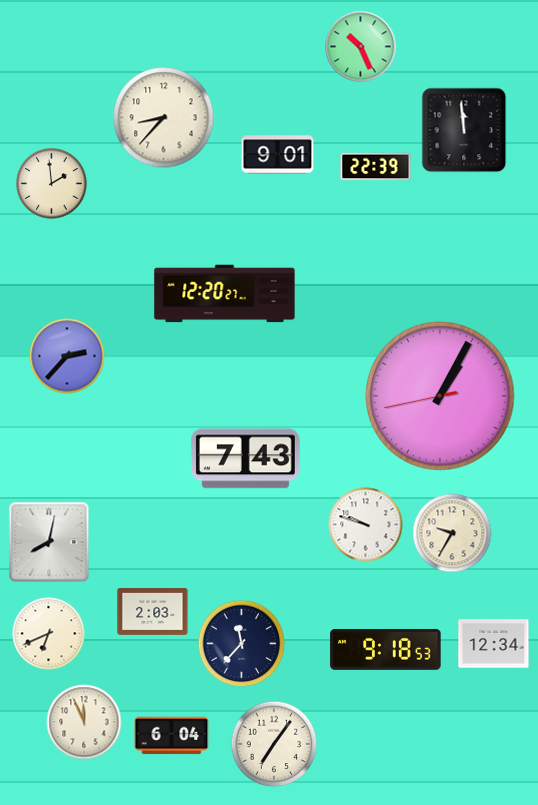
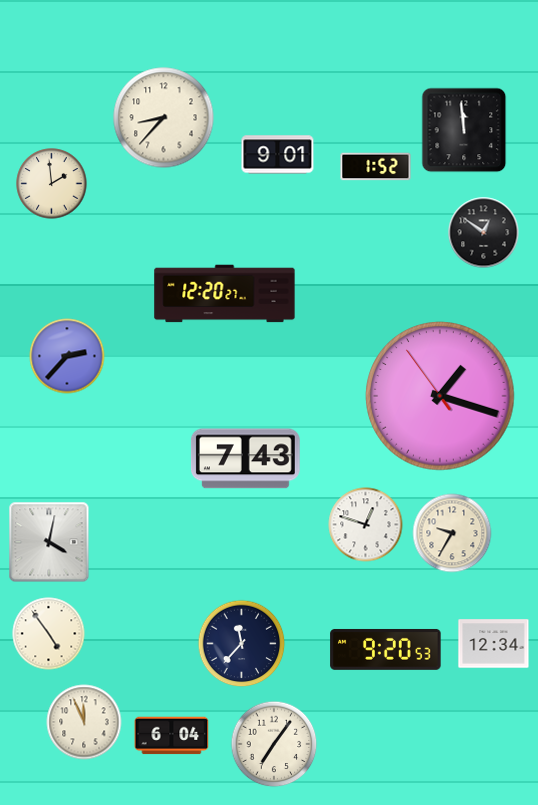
clock at (361, 47): 10:26 -> none
clock at (376, 167): 22:39 -> 1:52
clock at (484, 233): none -> 12:51
clock at (440, 396): 1:04 -> 1:17
clock at (366, 525): 9:48 -> 12:48
clock at (49, 542): 8:02 -> 4:02
clock at (153, 611): 2:03 -> none
clock at (49, 634): 6:41 -> 4:54
clock at (386, 649): 9:18 -> 9:20
